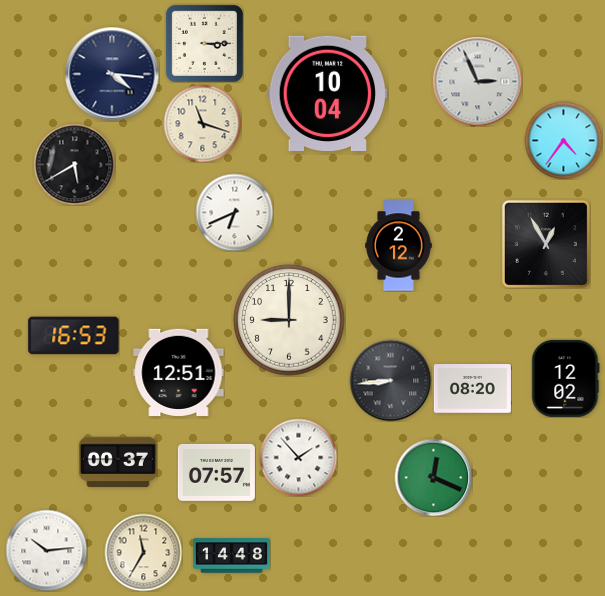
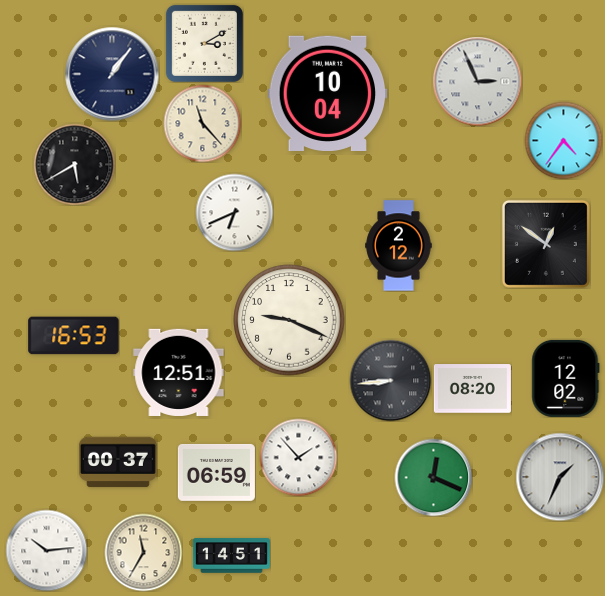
clock at (204, 43): 3:15 -> 3:10
clock at (112, 74): 4:16 -> 1:06
clock at (202, 123): 11:18 -> 11:23
clock at (546, 244): 12:55 -> 12:51
clock at (289, 320): 9:00 -> 9:19
clock at (216, 473): 07:57 -> 06:59
clock at (560, 477): none -> 1:34
clock at (231, 556): 14:48 -> 14:51
